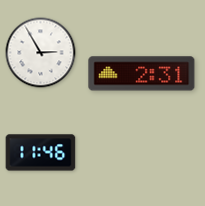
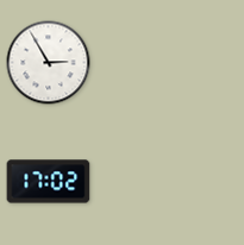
clock at (142, 74): 2:31 -> none
clock at (41, 153): 11:46 -> 17:02
